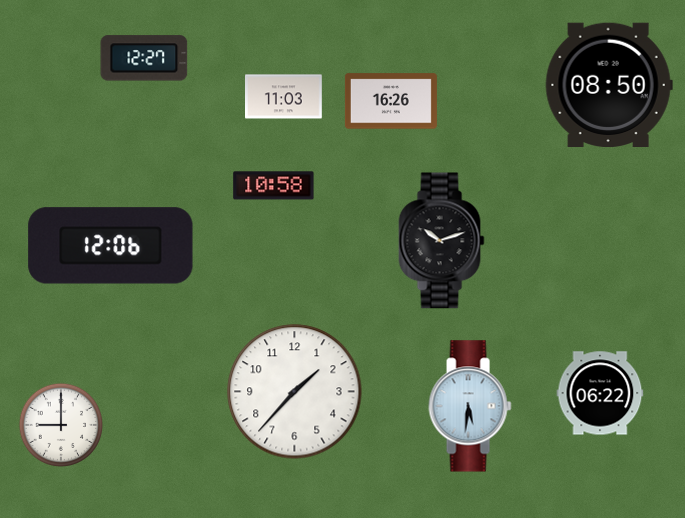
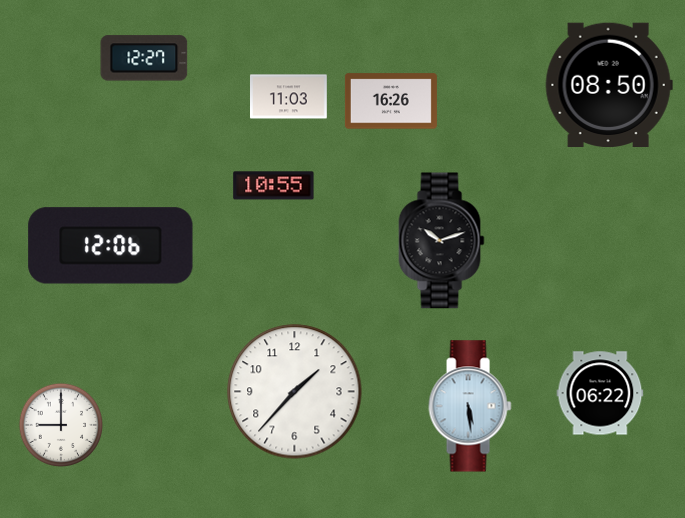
clock at (284, 97) position: (284, 97) -> (289, 97)
clock at (274, 186): 10:58 -> 10:55
clock at (470, 406): 5:31 -> 5:29
